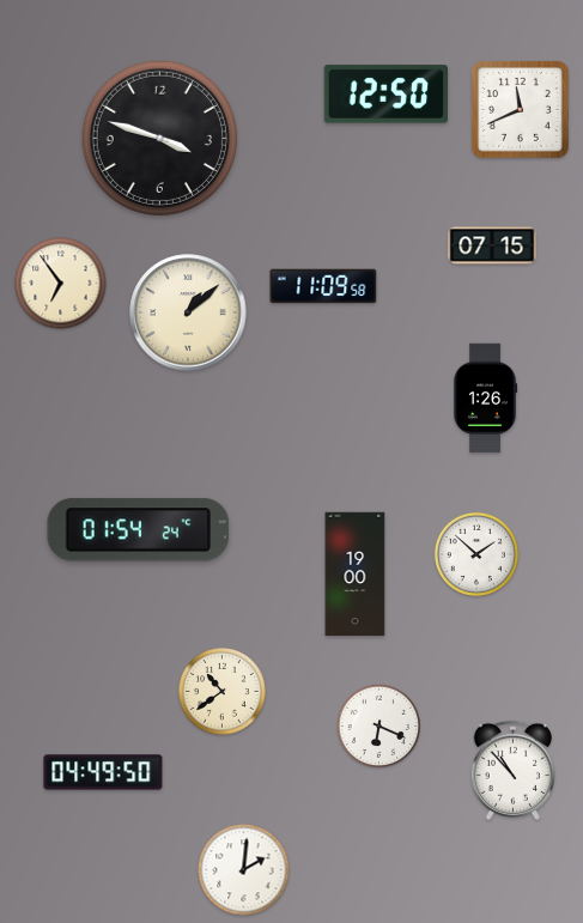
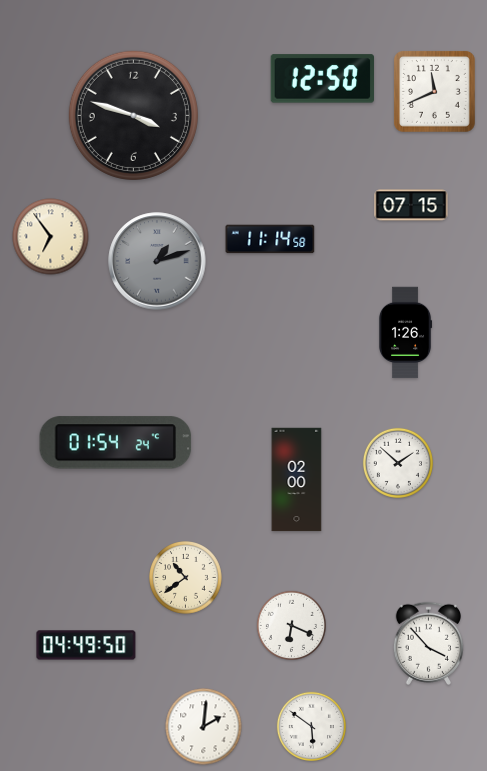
clock at (323, 286): 11:09 -> 11:14
clock at (188, 312): 1:08 -> 1:12
clock at (188, 312) dial: cream -> grey
clock at (356, 575): 19:00 -> 02:00
clock at (378, 725) position: (378, 725) -> (291, 625)
clock at (512, 770): 10:53 -> 3:53
clock at (311, 726): none -> 5:51
